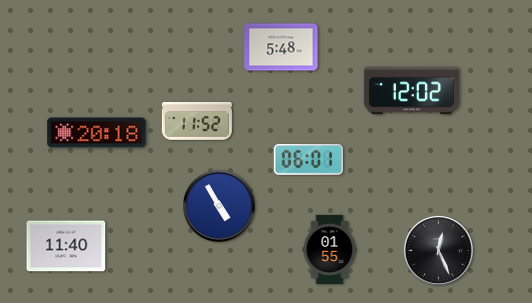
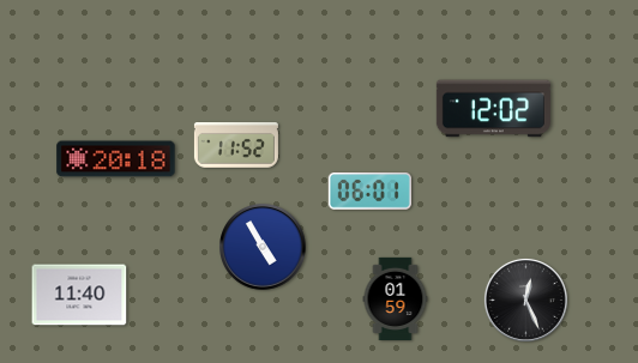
clock at (281, 47): 5:48 -> none
clock at (330, 249): 01:55 -> 01:59
